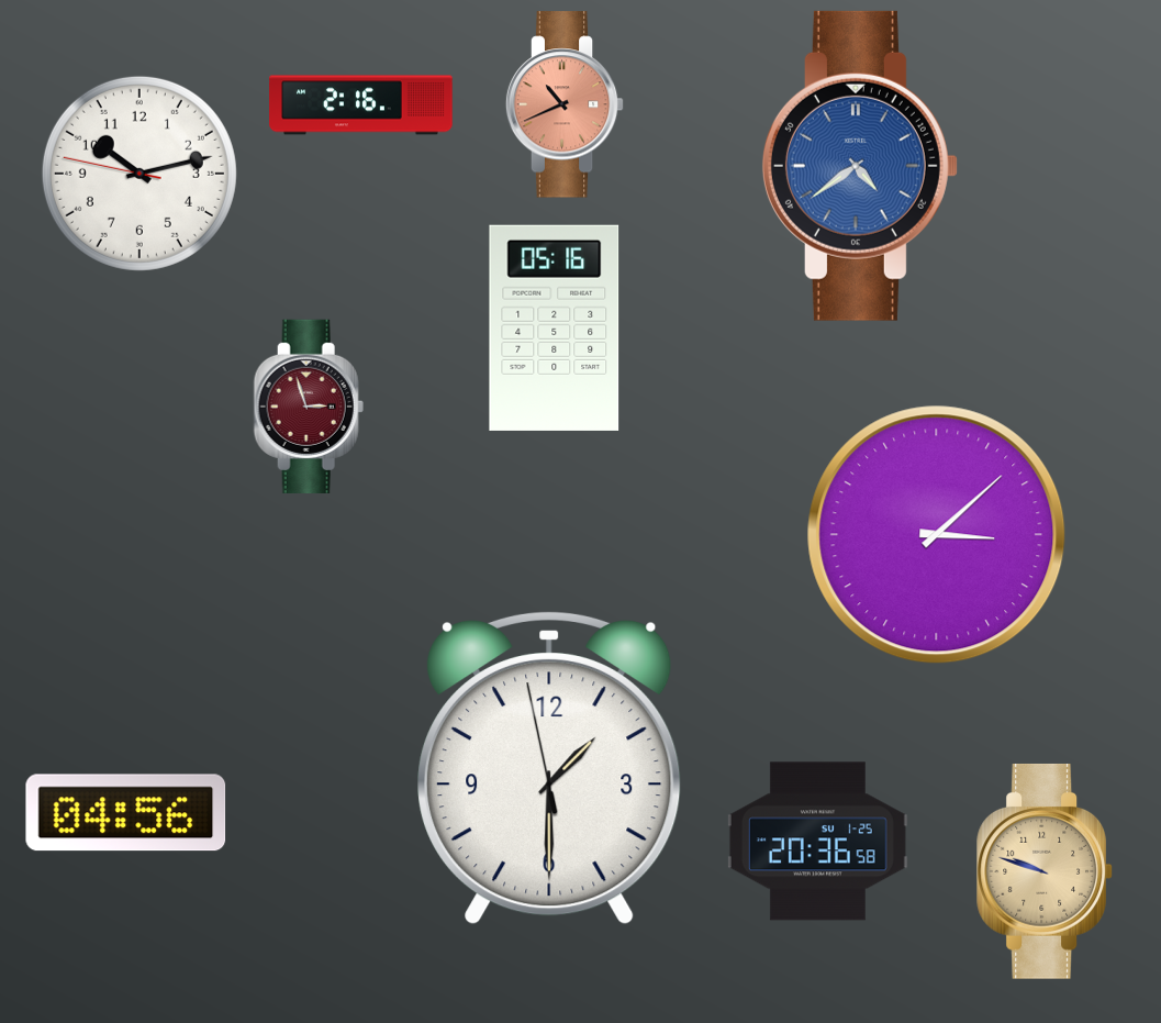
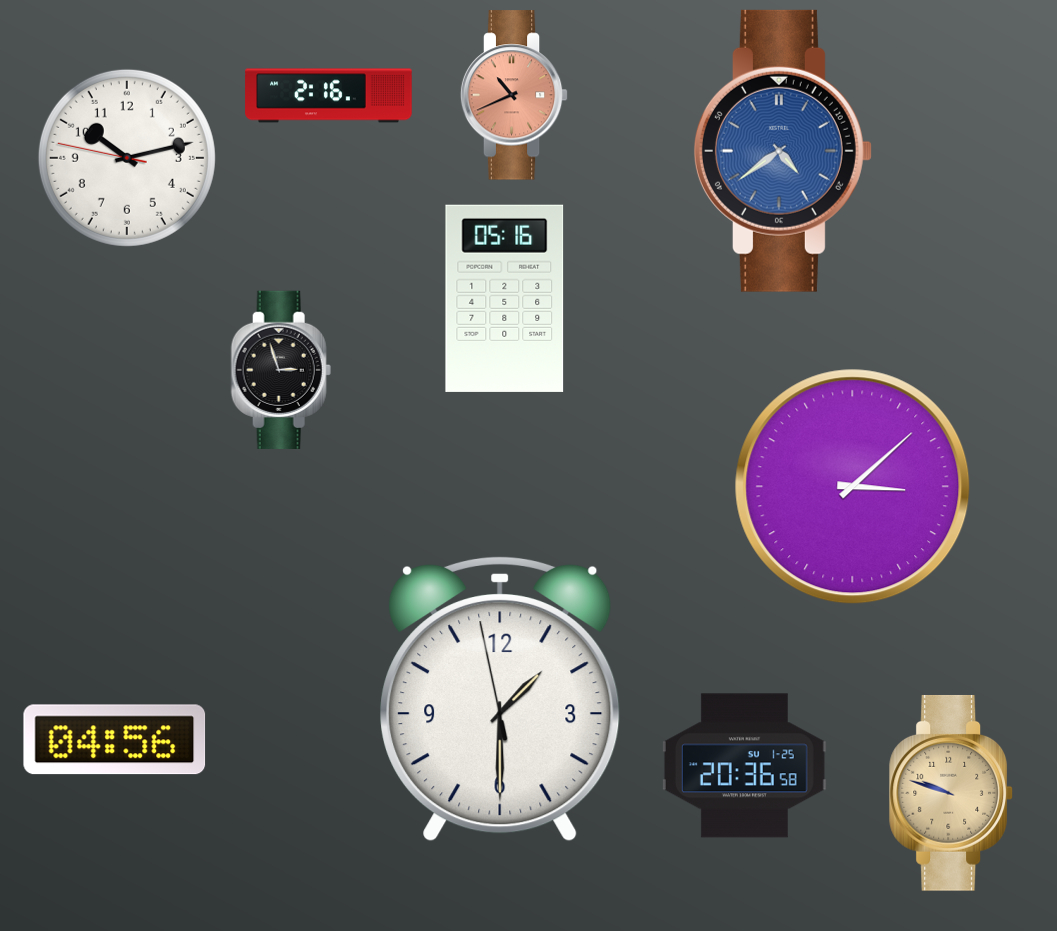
clock at (309, 407) dial: burgundy -> black
